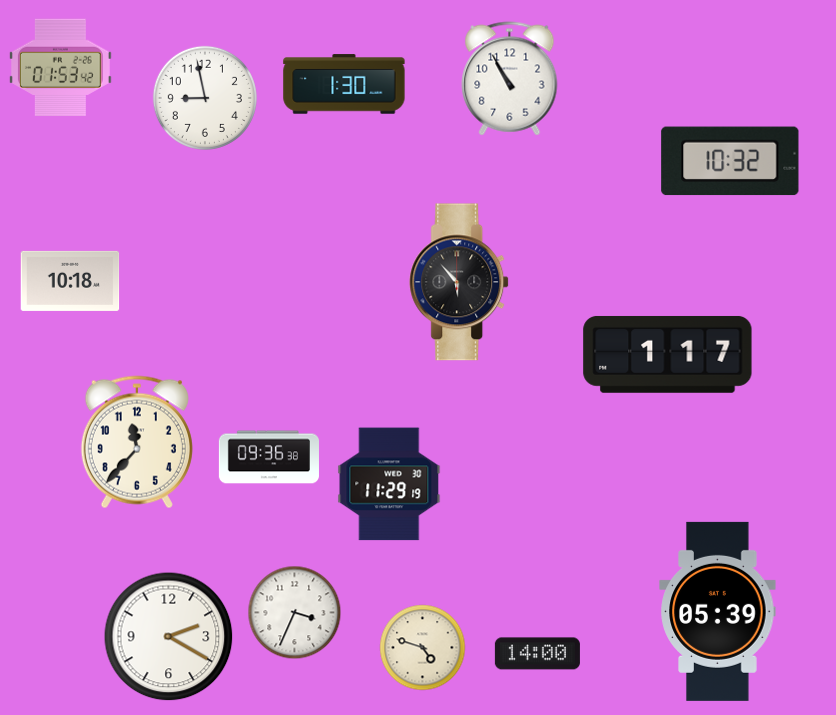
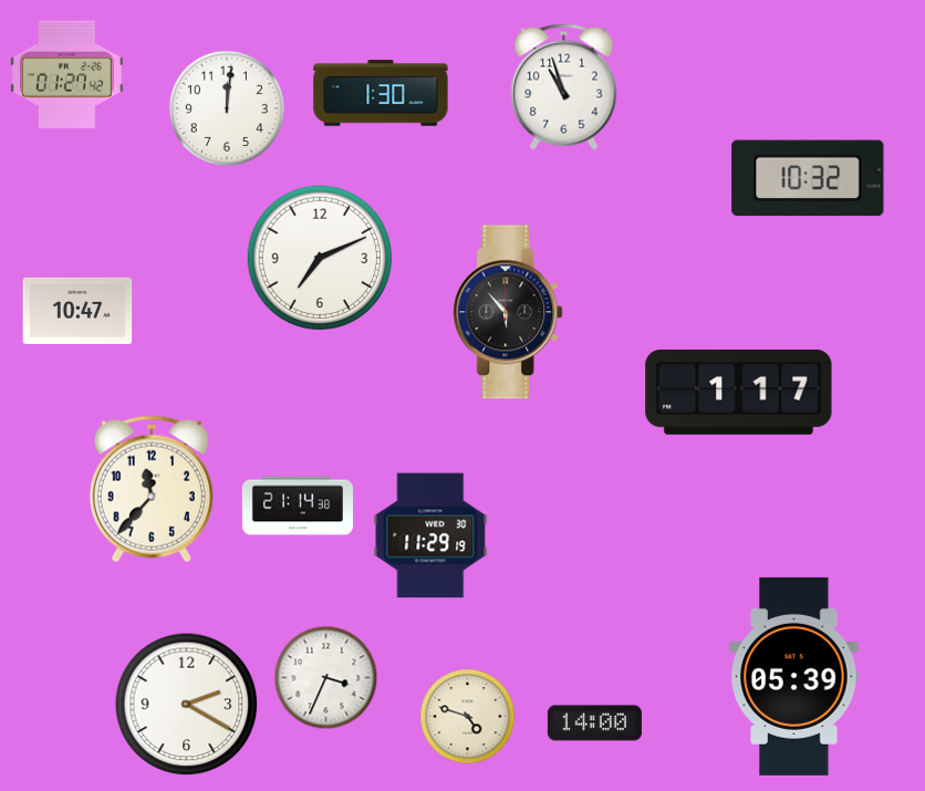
clock at (60, 68): 01:53 -> 01:27
clock at (510, 79): 10:55 -> 10:57
clock at (205, 98): 8:58 -> 12:01
clock at (320, 258): none -> 7:11
clock at (70, 281): 10:18 -> 10:47
clock at (269, 457): 09:36 -> 21:14
